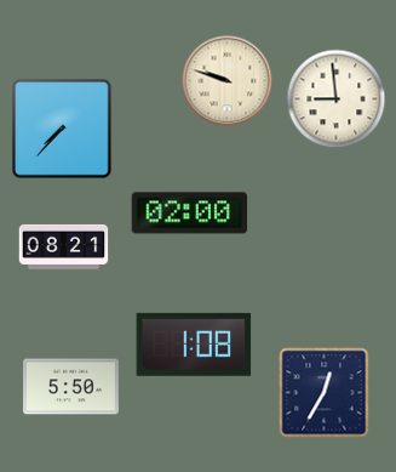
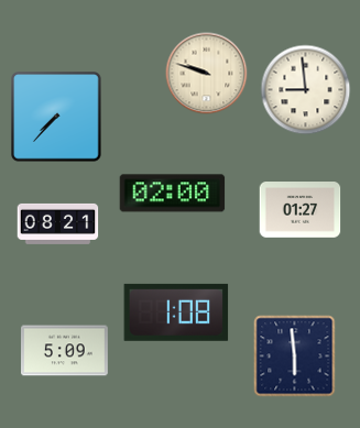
clock at (301, 210): none -> 01:27
clock at (71, 387): 5:50 -> 5:09
clock at (325, 393): 12:35 -> 5:59
